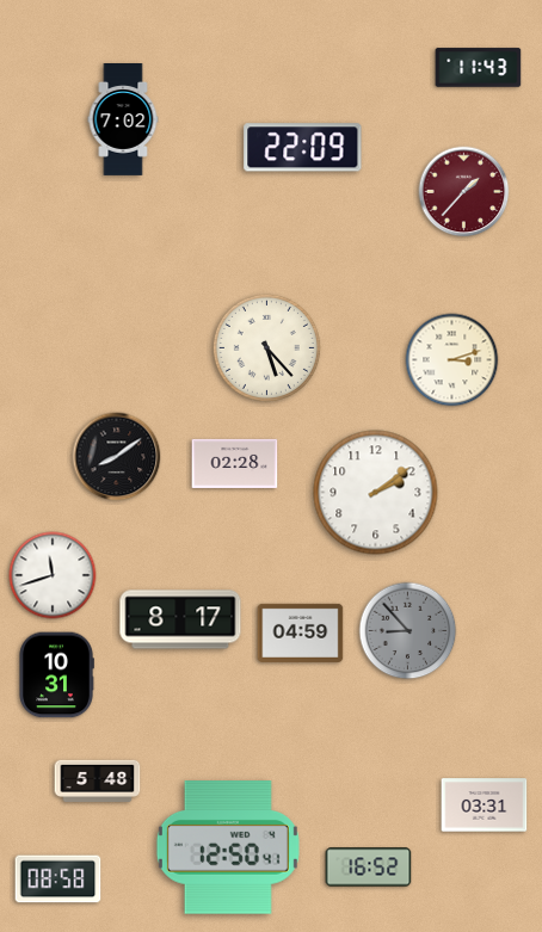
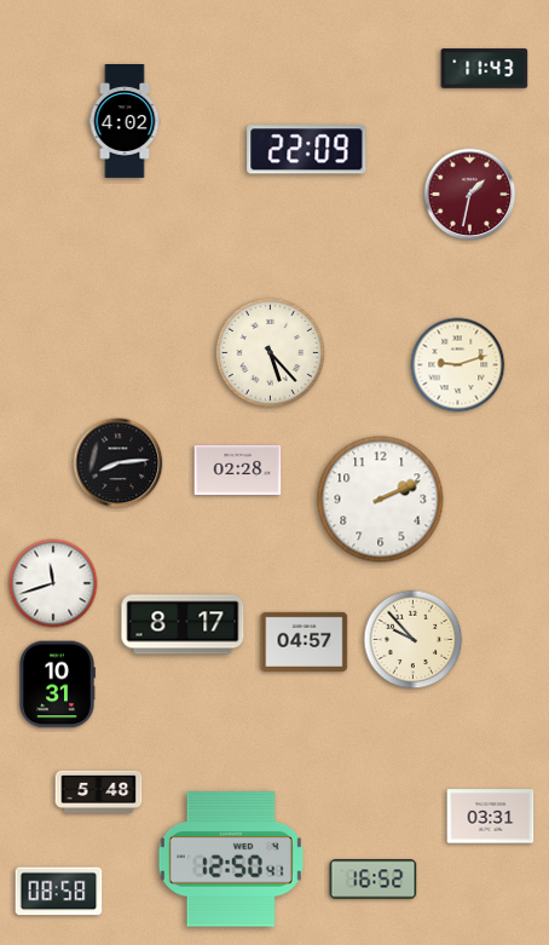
clock at (123, 121): 7:02 -> 4:02
clock at (464, 192): 1:37 -> 1:32
clock at (452, 360): 3:12 -> 9:12
clock at (117, 457): 8:09 -> 8:14
clock at (376, 493): 2:09 -> 2:11
clock at (180, 619) position: (180, 619) -> (183, 624)
clock at (408, 631): 8:53 -> 9:53
clock at (408, 631) dial: grey -> cream
clock at (301, 632): 04:59 -> 04:57
